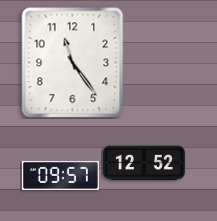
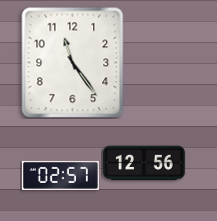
clock at (145, 163): 12:52 -> 12:56
clock at (60, 175): 09:57 -> 02:57
